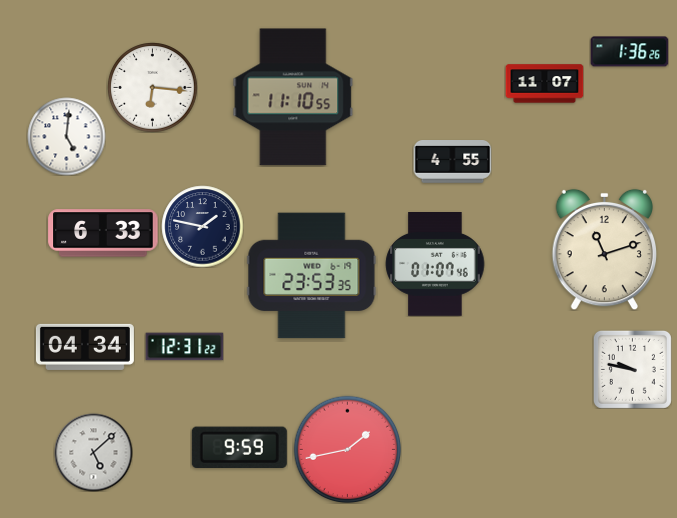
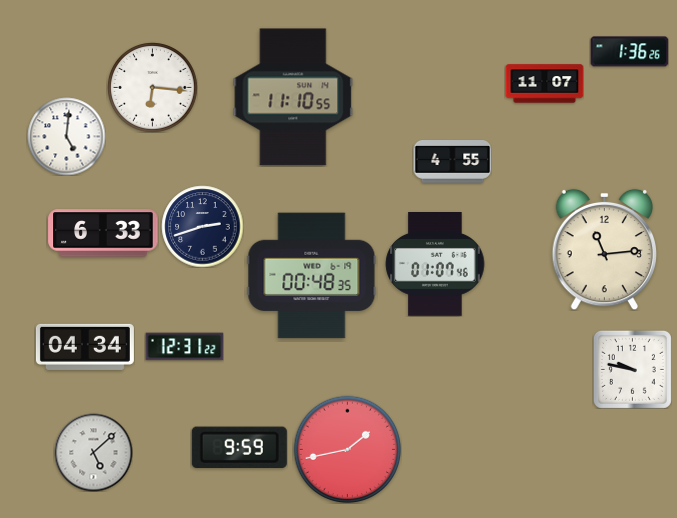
clock at (202, 226): 1:47 -> 2:42
clock at (604, 249): 11:12 -> 11:14
clock at (312, 276): 23:53 -> 00:48
